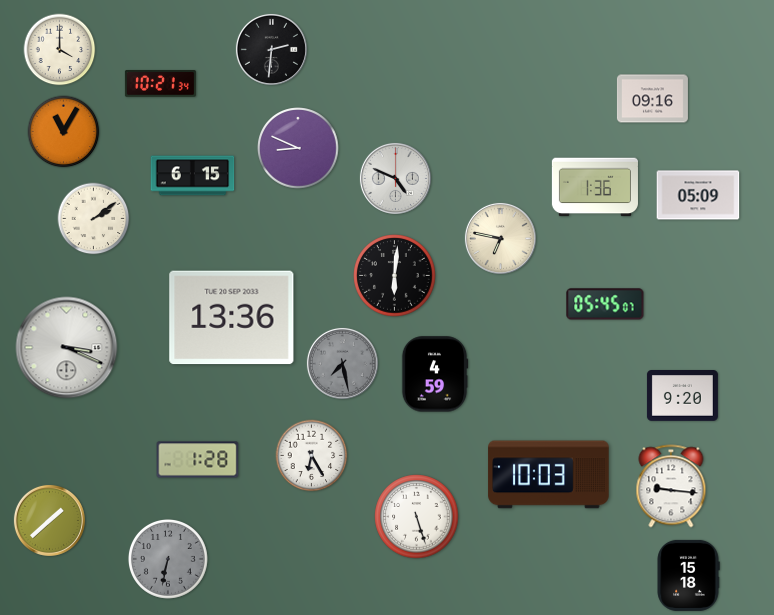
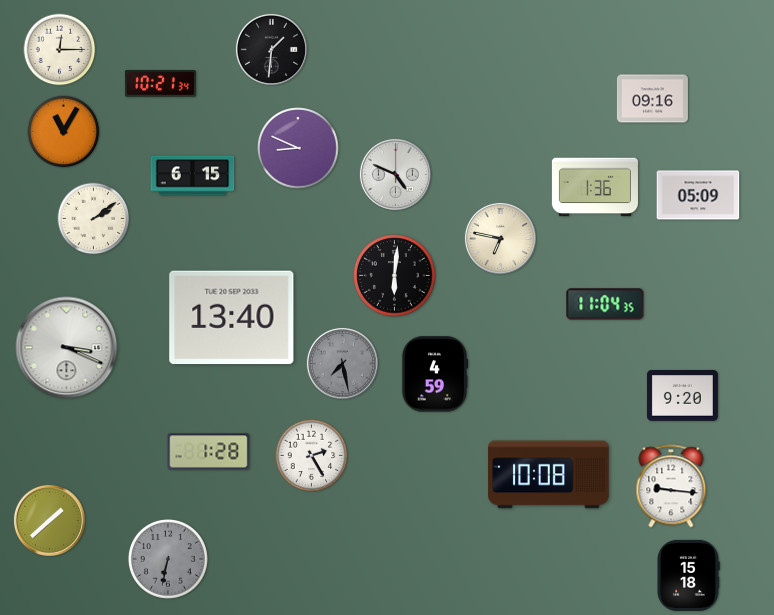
clock at (271, 49): 2:31 -> 1:31
clock at (60, 50): 4:00 -> 12:15
clock at (395, 178) position: (395, 178) -> (395, 174)
clock at (605, 304): 05:45 -> 11:04
clock at (232, 318): 13:36 -> 13:40
clock at (312, 456): 6:25 -> 2:25
clock at (198, 460) position: (198, 460) -> (209, 452)
clock at (549, 475): 10:03 -> 10:08
clock at (417, 517): 5:27 -> none
